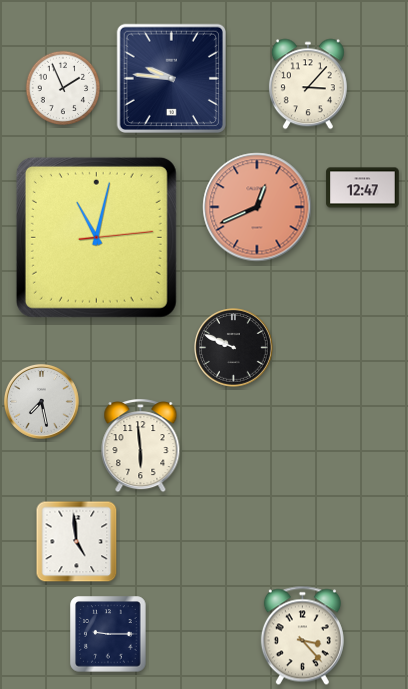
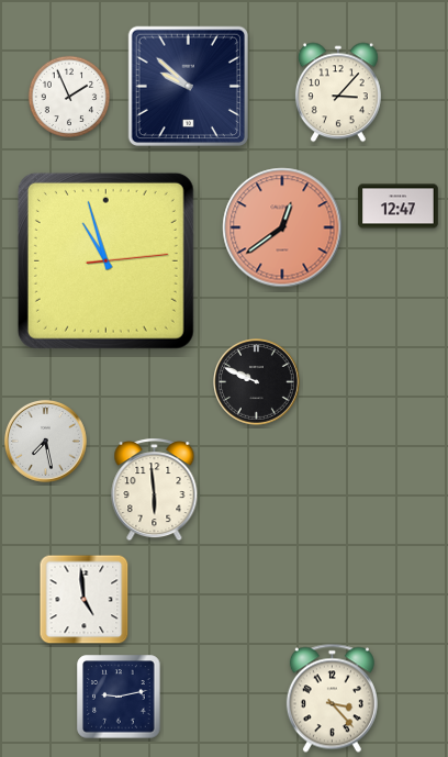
clock at (171, 78): 9:46 -> 9:52
clock at (257, 207): 12:41 -> 12:39
clock at (96, 237): 11:02 -> 10:57
clock at (77, 542) position: (77, 542) -> (85, 600)
clock at (108, 634): 9:15 -> 9:13
